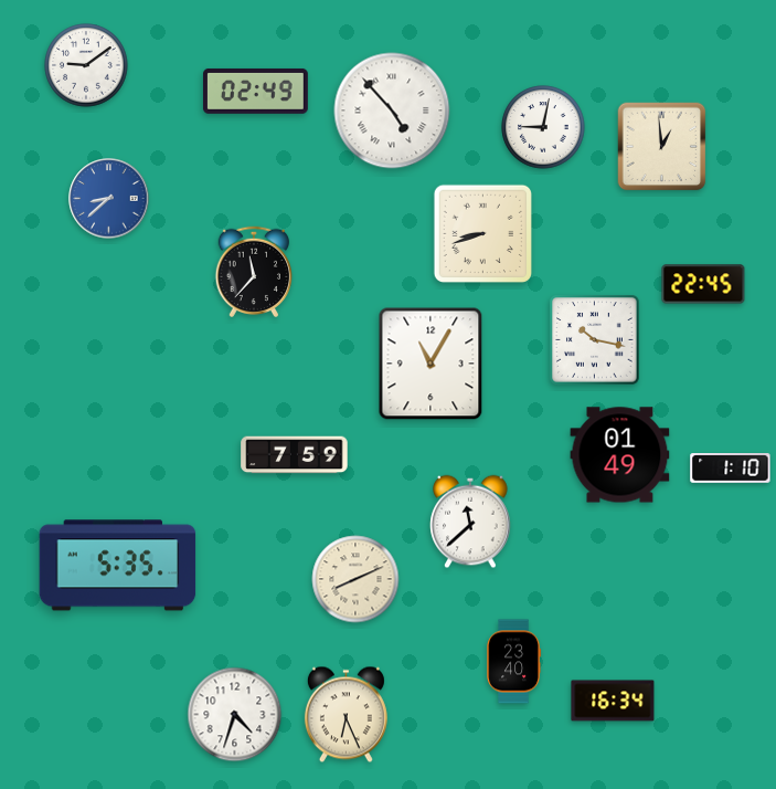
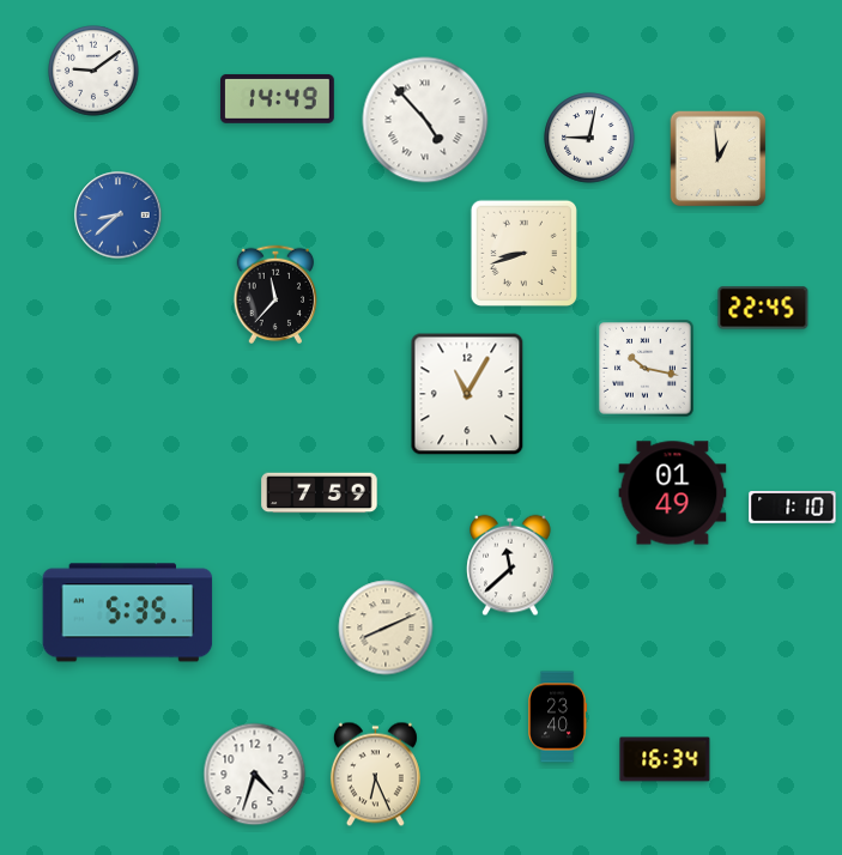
clock at (255, 91): 02:49 -> 14:49
